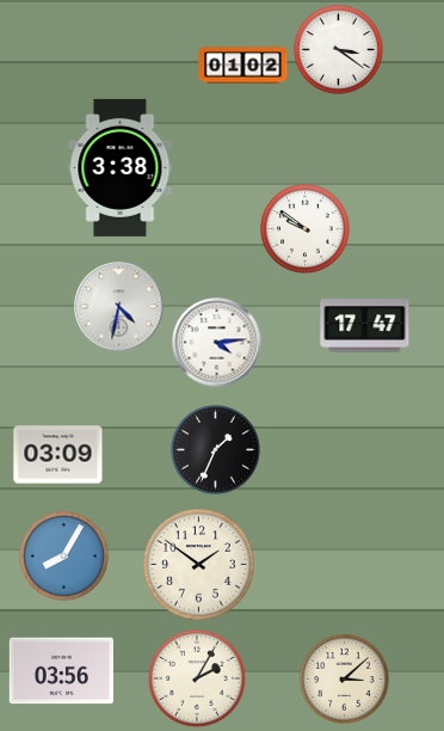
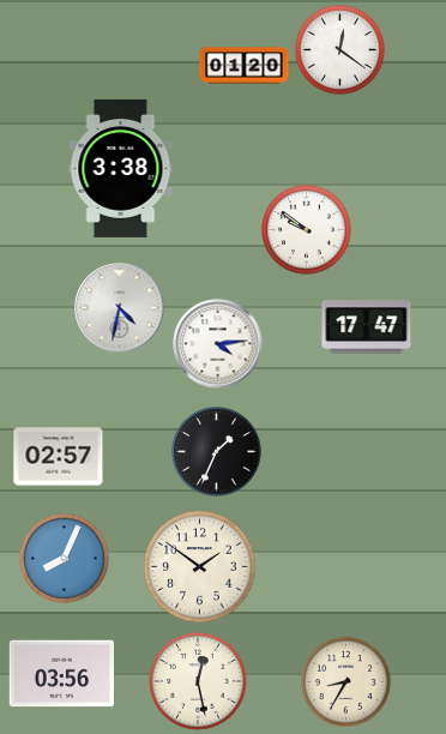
clock at (339, 50): 3:21 -> 12:21
clock at (243, 66): 01:02 -> 01:20
clock at (58, 455): 03:09 -> 02:57
clock at (64, 557): 8:05 -> 8:04
clock at (197, 678): 2:05 -> 12:28
clock at (345, 680): 3:08 -> 8:35
